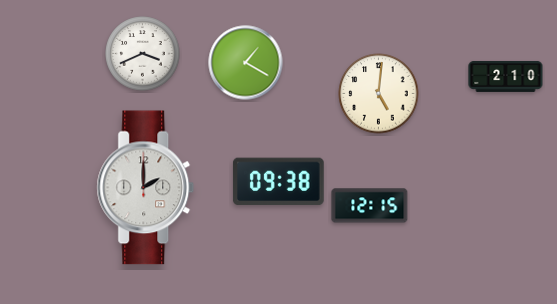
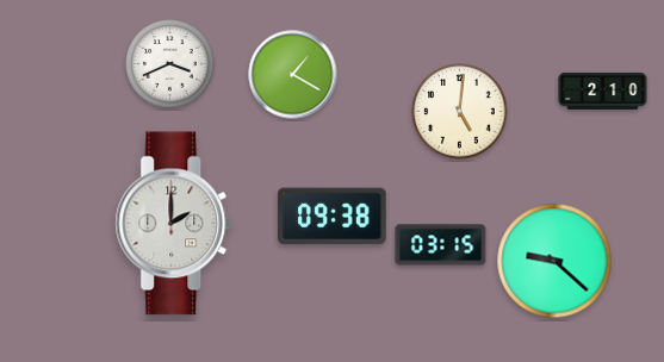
clock at (379, 94) position: (379, 94) -> (460, 112)
clock at (370, 206): 12:15 -> 03:15
clock at (554, 261): none -> 9:22
